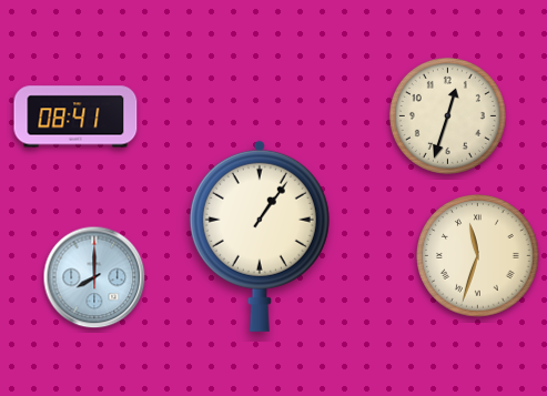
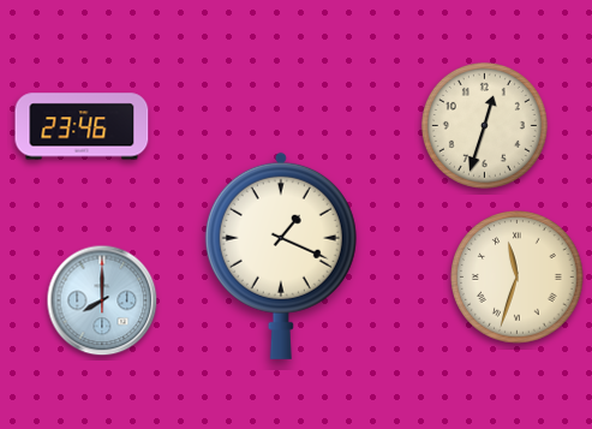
clock at (75, 116): 08:41 -> 23:46
clock at (260, 236): 1:06 -> 1:19
